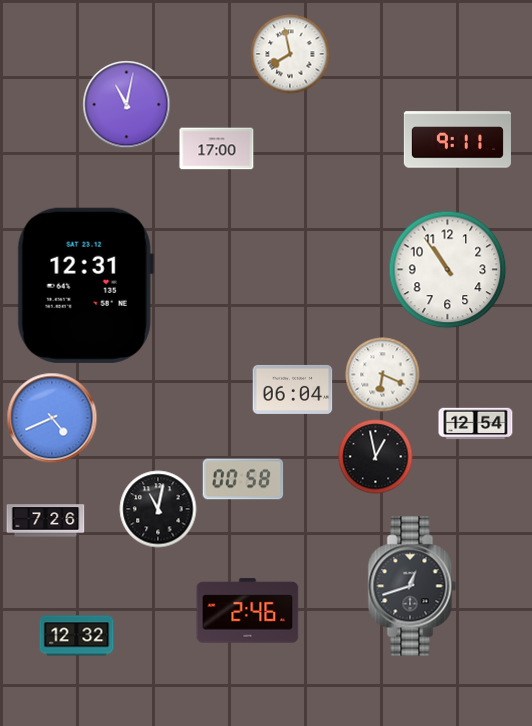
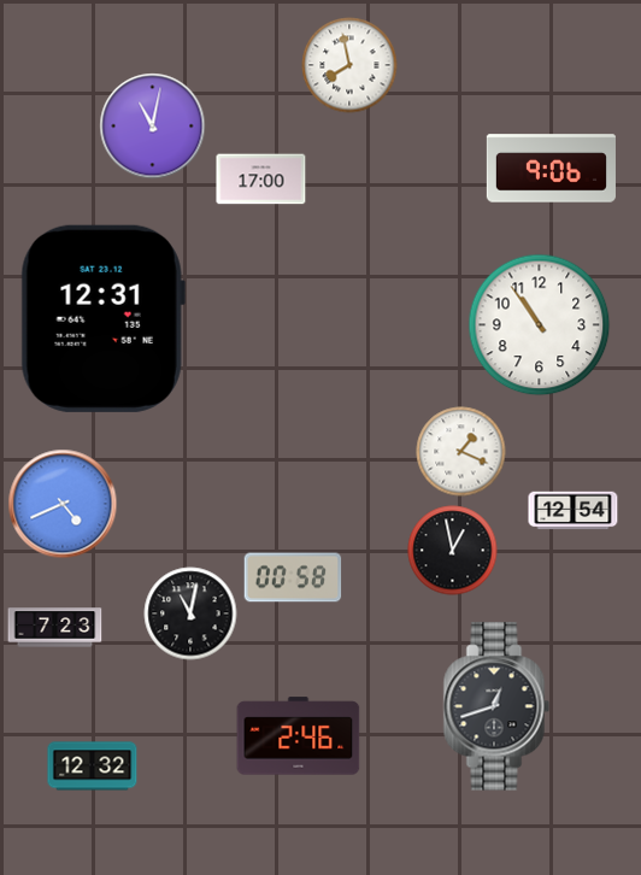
clock at (457, 140): 9:11 -> 9:06
clock at (85, 285) position: (85, 285) -> (102, 318)
clock at (383, 375): 6:19 -> 1:19
clock at (293, 389): 06:04 -> none
clock at (46, 521): 7:26 -> 7:23
